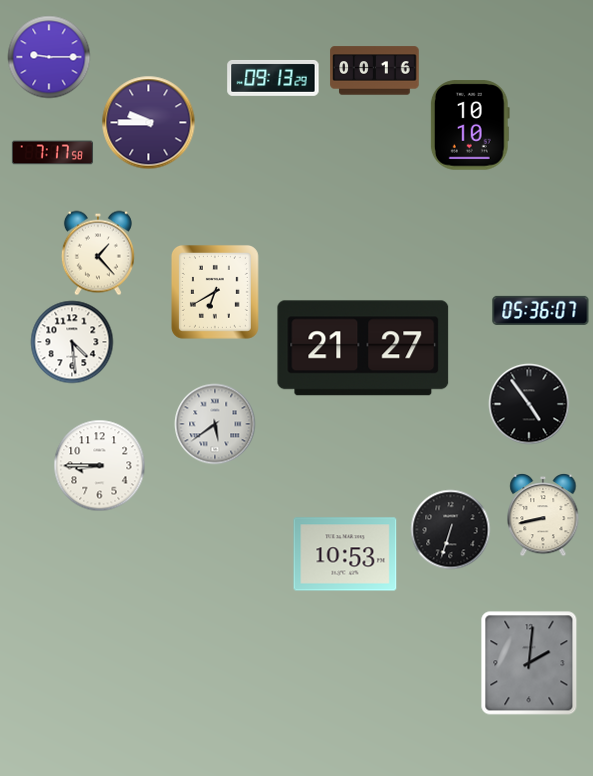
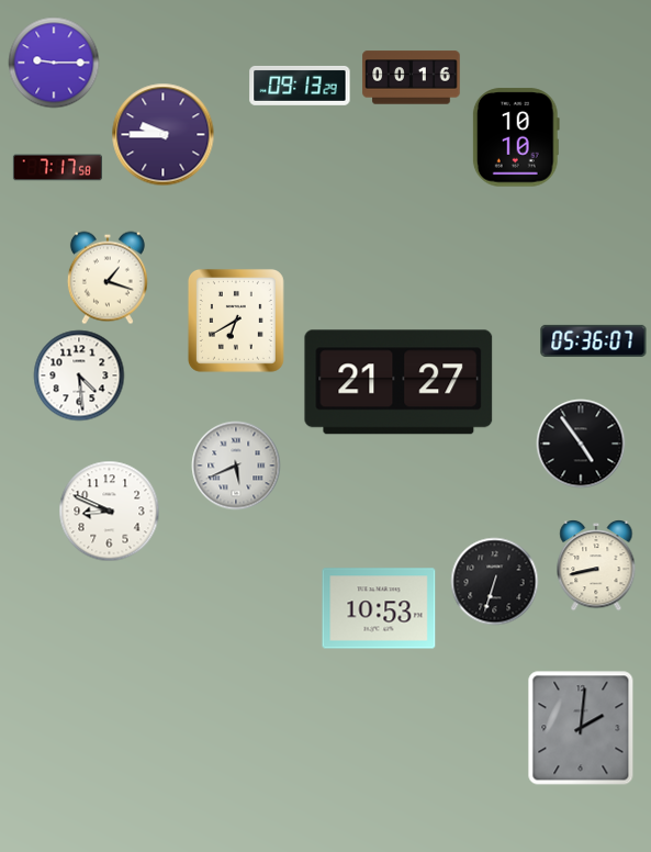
clock at (98, 253): 1:23 -> 1:18
clock at (215, 424): 5:39 -> 5:41
clock at (100, 466): 8:45 -> 8:49
